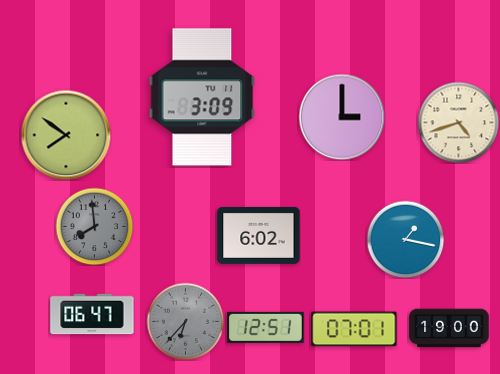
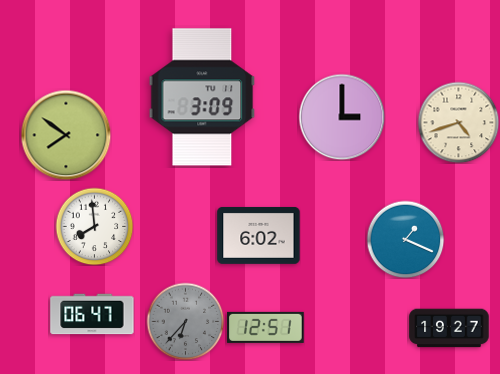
clock at (94, 226) dial: grey -> white
clock at (405, 239): 1:17 -> 1:19
clock at (449, 328): 19:00 -> 19:27
clock at (354, 329): 07:01 -> none
